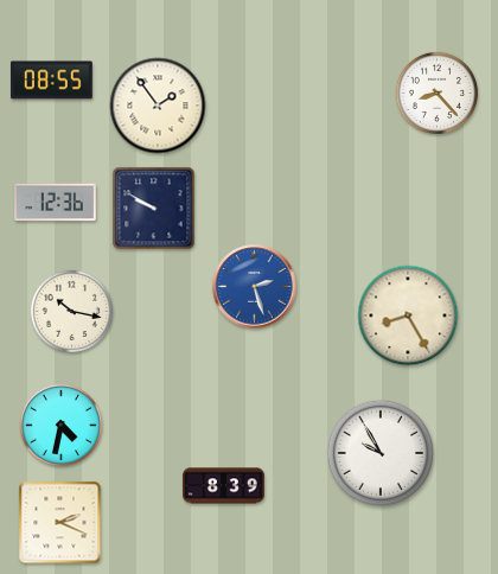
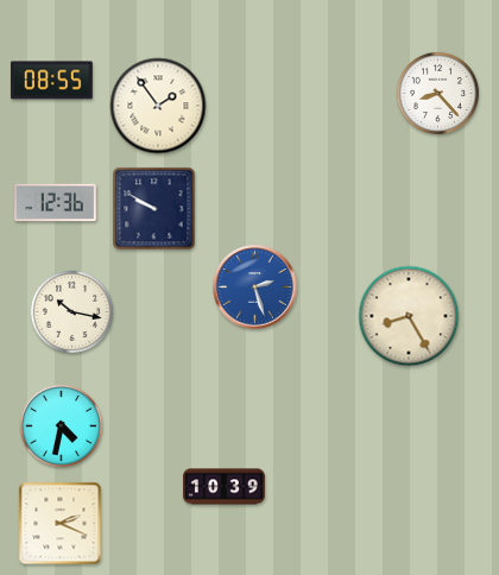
clock at (379, 452): 9:55 -> none
clock at (224, 486): 8:39 -> 10:39
